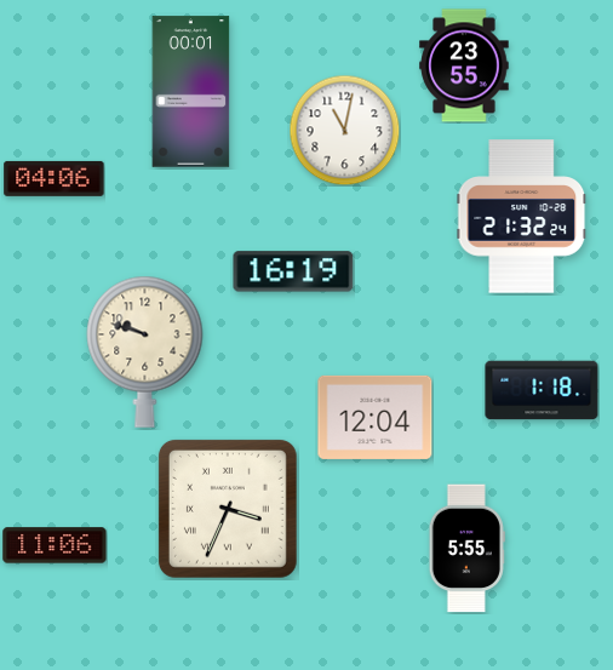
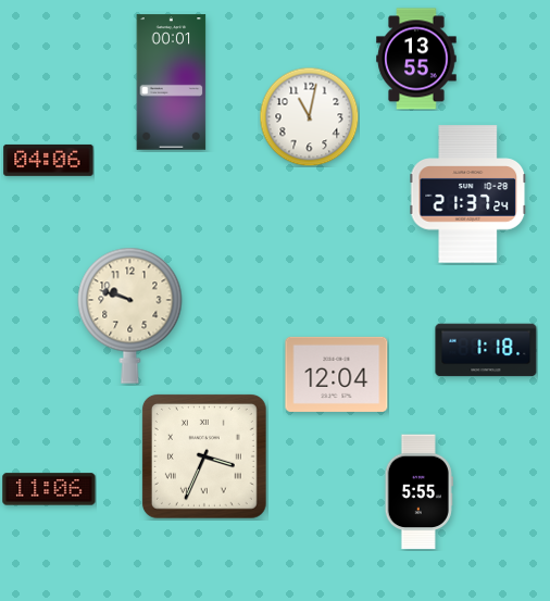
clock at (464, 65): 23:55 -> 13:55
clock at (522, 217): 21:32 -> 21:37
clock at (293, 271): 16:19 -> none
